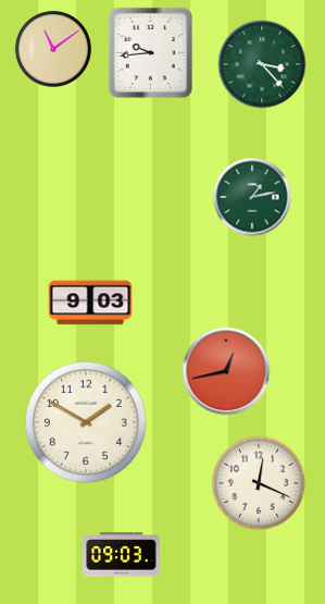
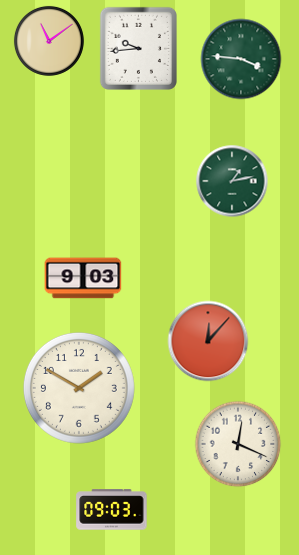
clock at (53, 49) position: (53, 49) -> (49, 41)
clock at (262, 64): 3:23 -> 3:46
clock at (226, 371): 12:43 -> 12:07
